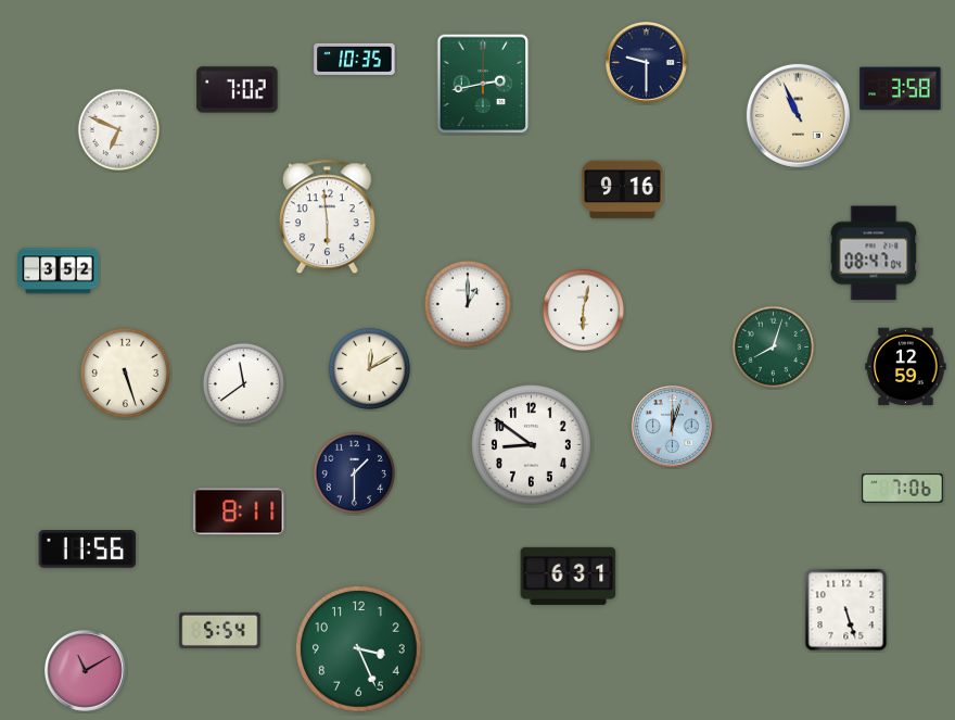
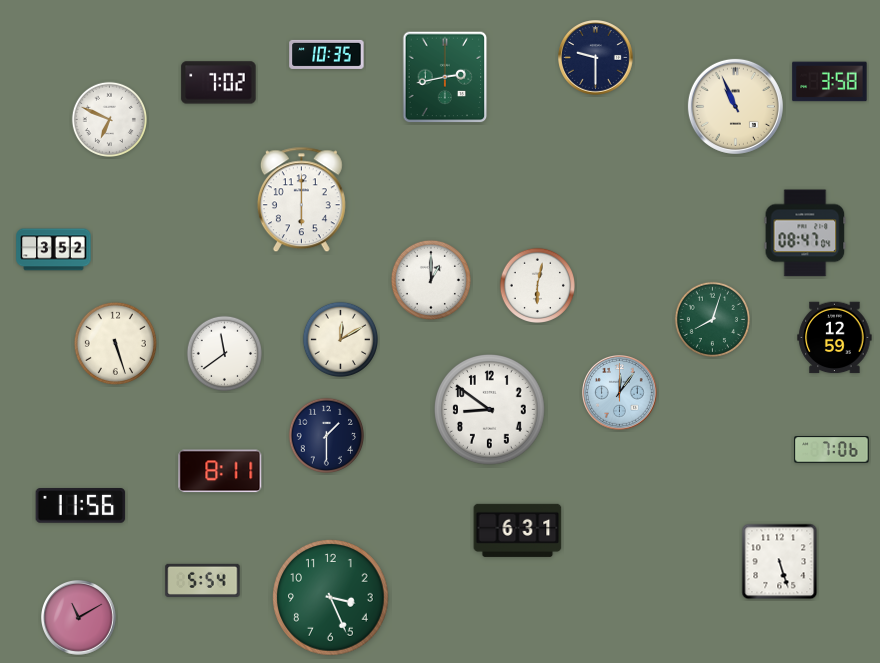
clock at (623, 190): 9:16 -> none
clock at (327, 217): 5:59 -> 6:00
clock at (673, 427): 12:03 -> 12:06
clock at (569, 576) position: (569, 576) -> (518, 530)
